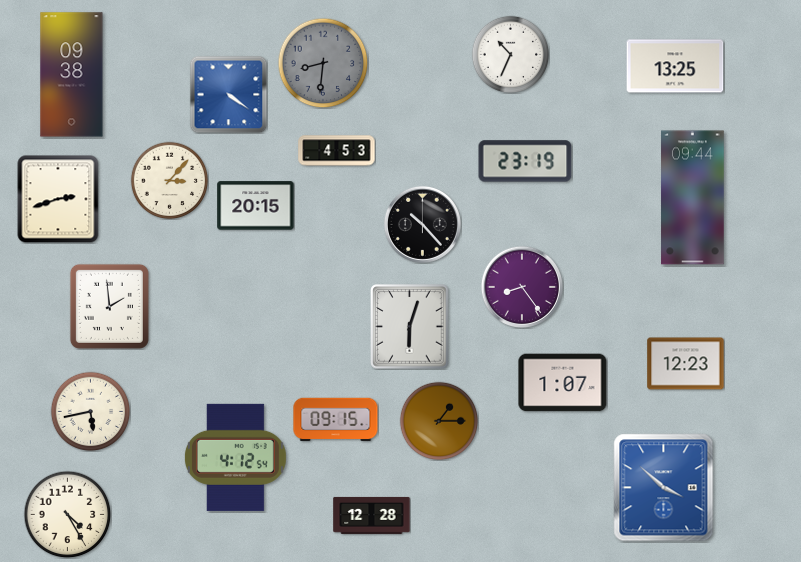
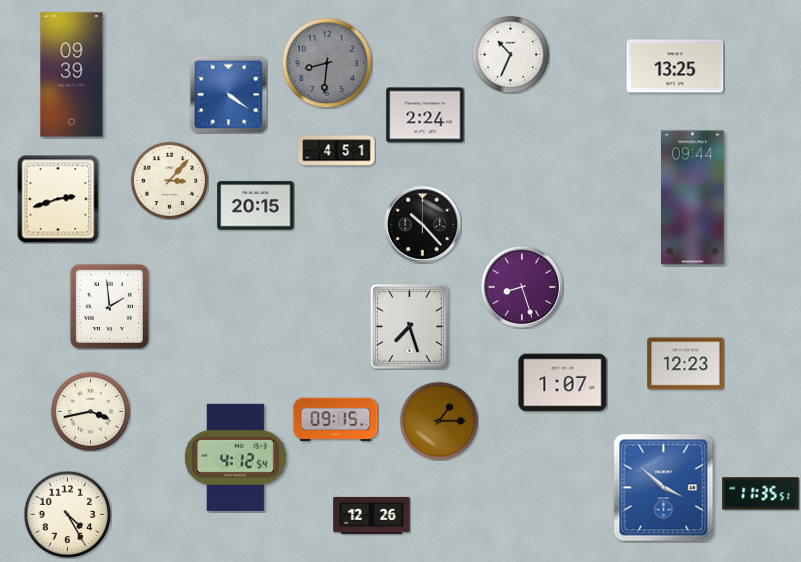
clock at (323, 63) position: (323, 63) -> (327, 63)
clock at (72, 75): 09:38 -> 09:39
clock at (425, 115): none -> 2:24
clock at (337, 151): 4:53 -> 4:51
clock at (525, 161): 23:19 -> none
clock at (522, 287): 8:24 -> 8:27
clock at (410, 327): 6:03 -> 7:27
clock at (90, 411): 5:43 -> 3:43
clock at (761, 494): none -> 11:35
clock at (372, 515): 12:28 -> 12:26
